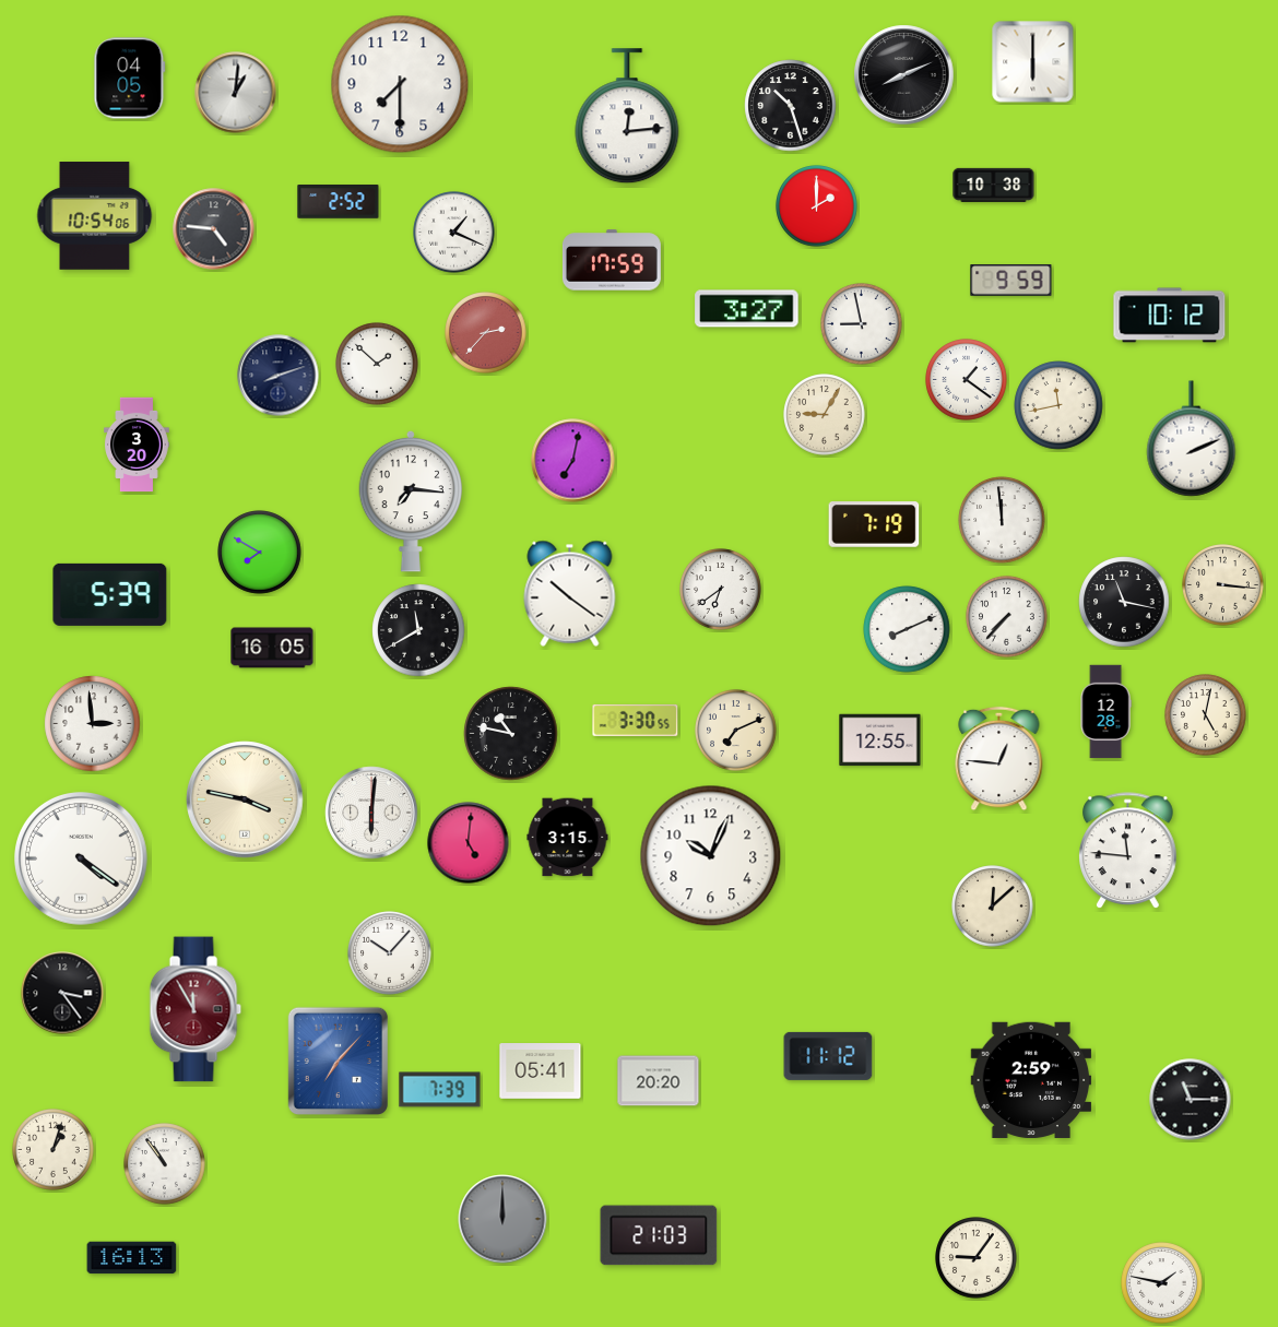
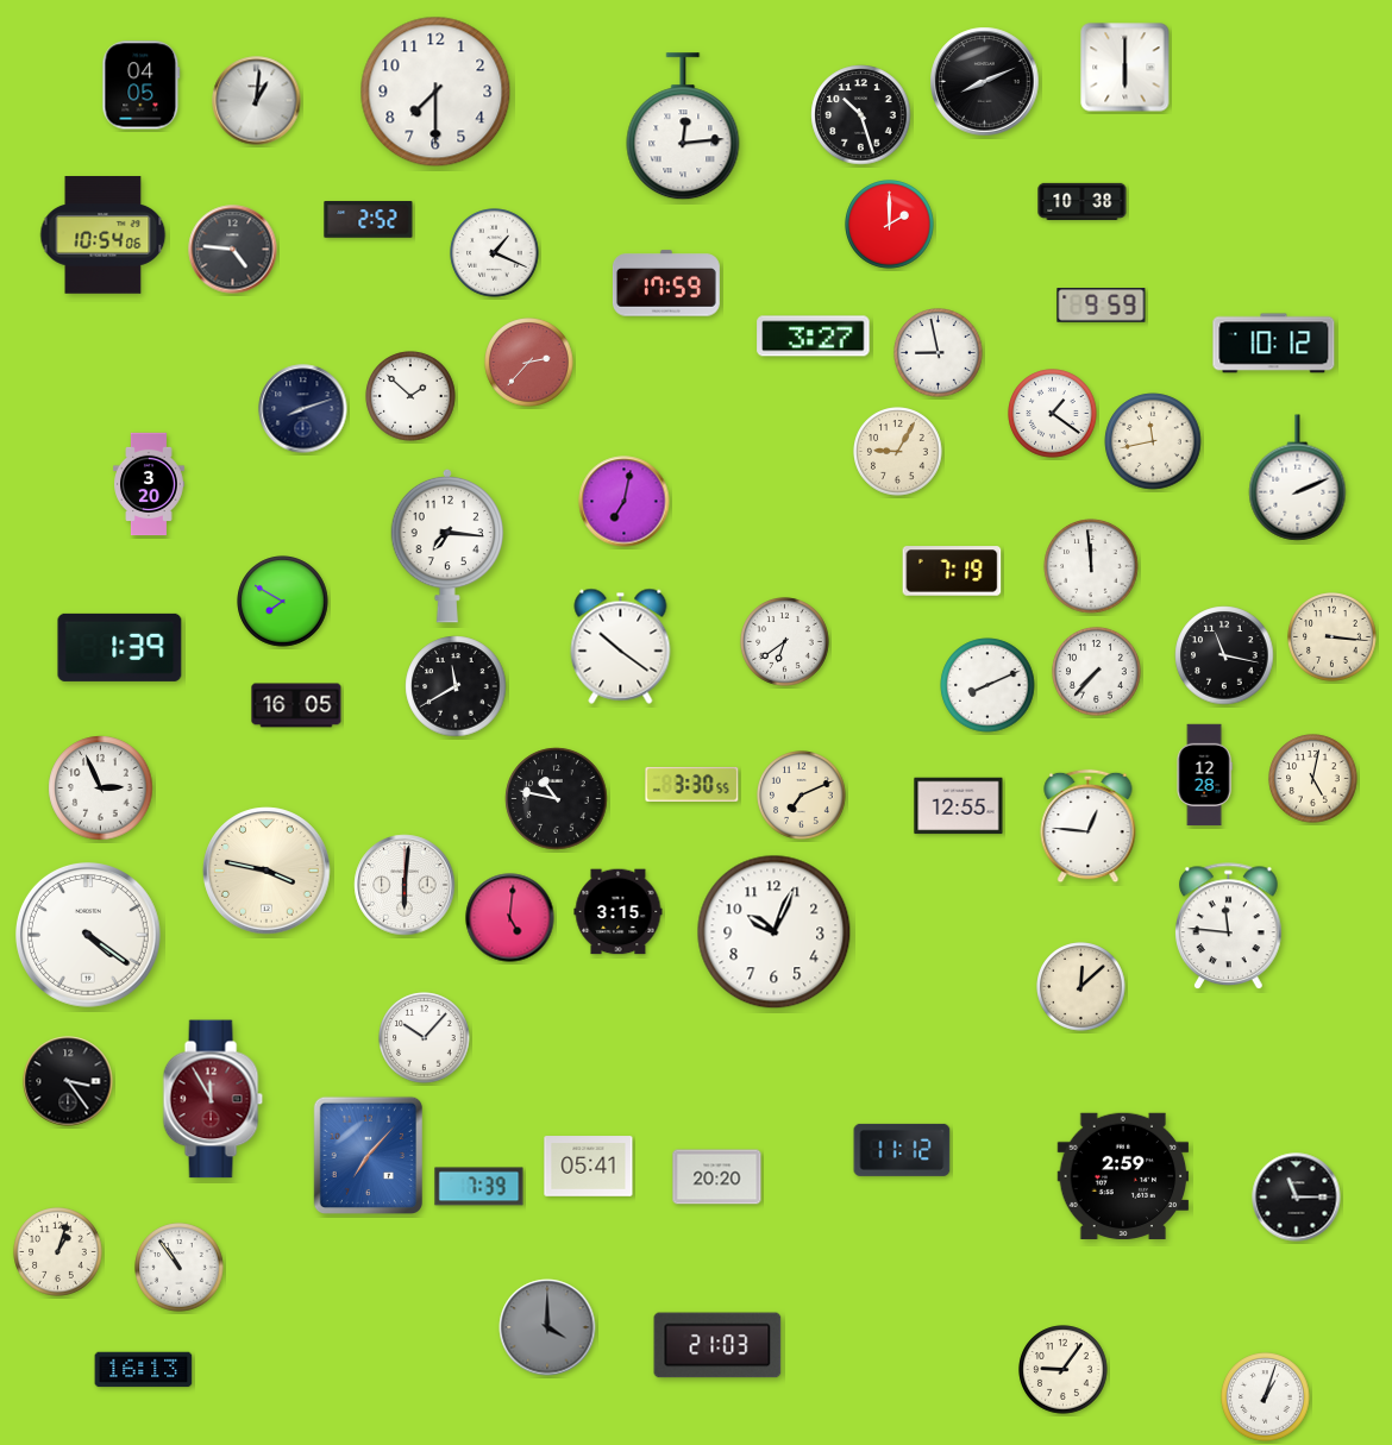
clock at (110, 594): 5:39 -> 1:39
clock at (93, 724): 2:59 -> 2:56
clock at (502, 1219): 12:00 -> 4:00
clock at (1162, 1283): 1:47 -> 1:03
